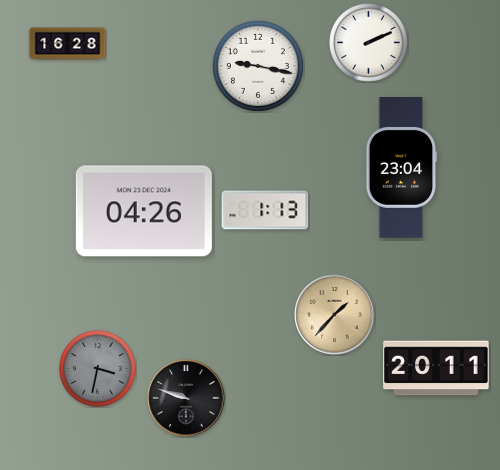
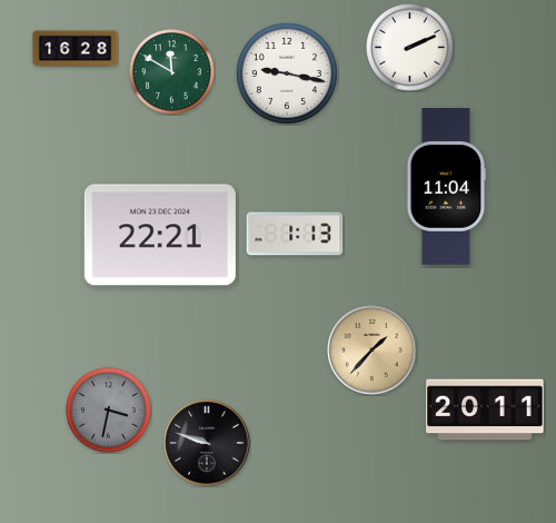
clock at (172, 72): none -> 11:50
clock at (402, 168): 23:04 -> 11:04
clock at (144, 211): 04:26 -> 22:21
